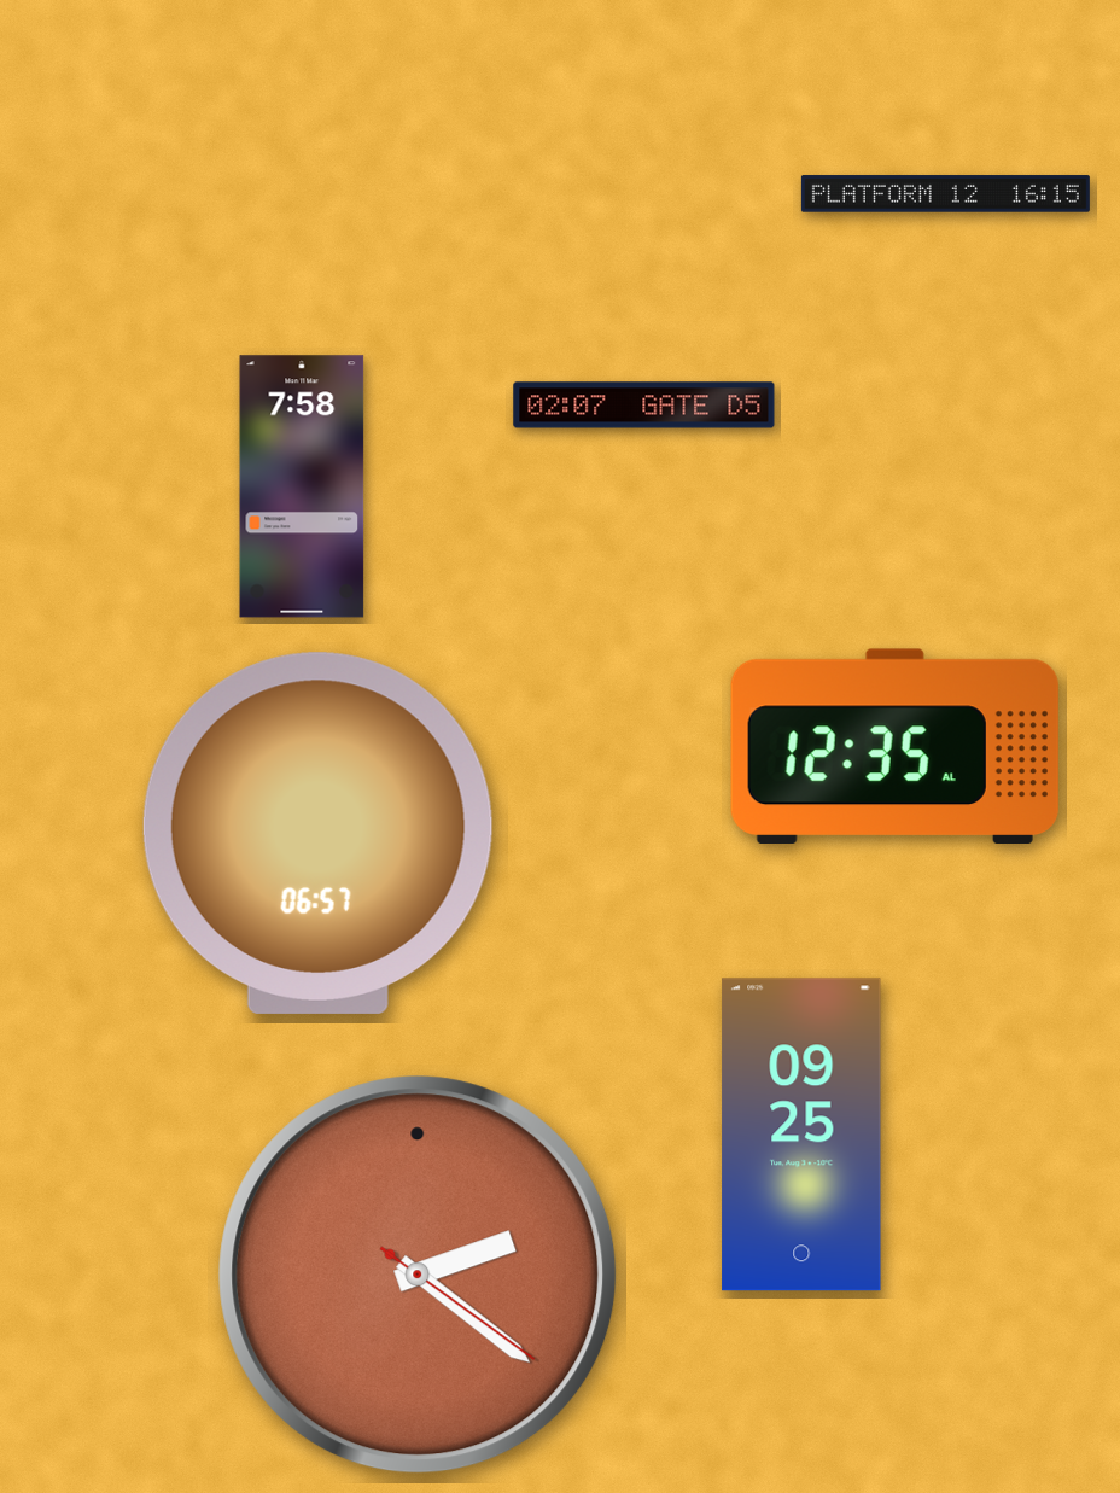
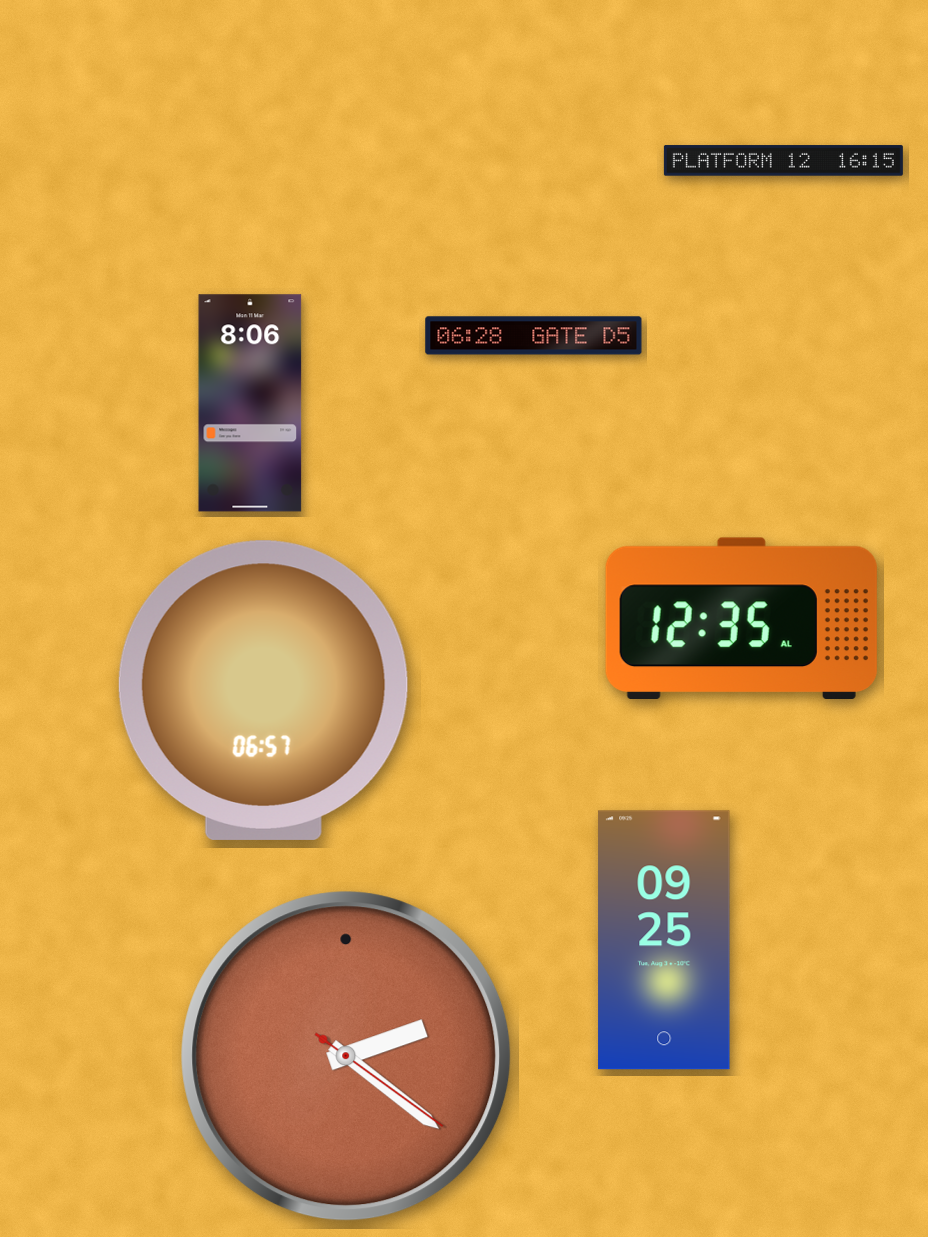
clock at (644, 406): 02:07 -> 06:28
clock at (302, 486): 7:58 -> 8:06
